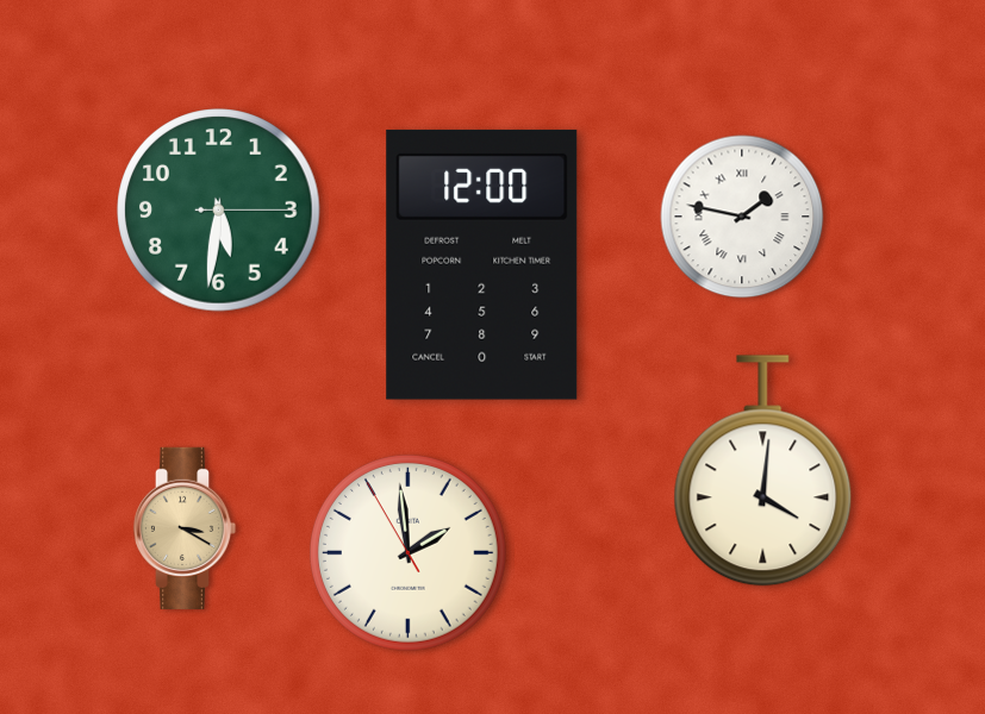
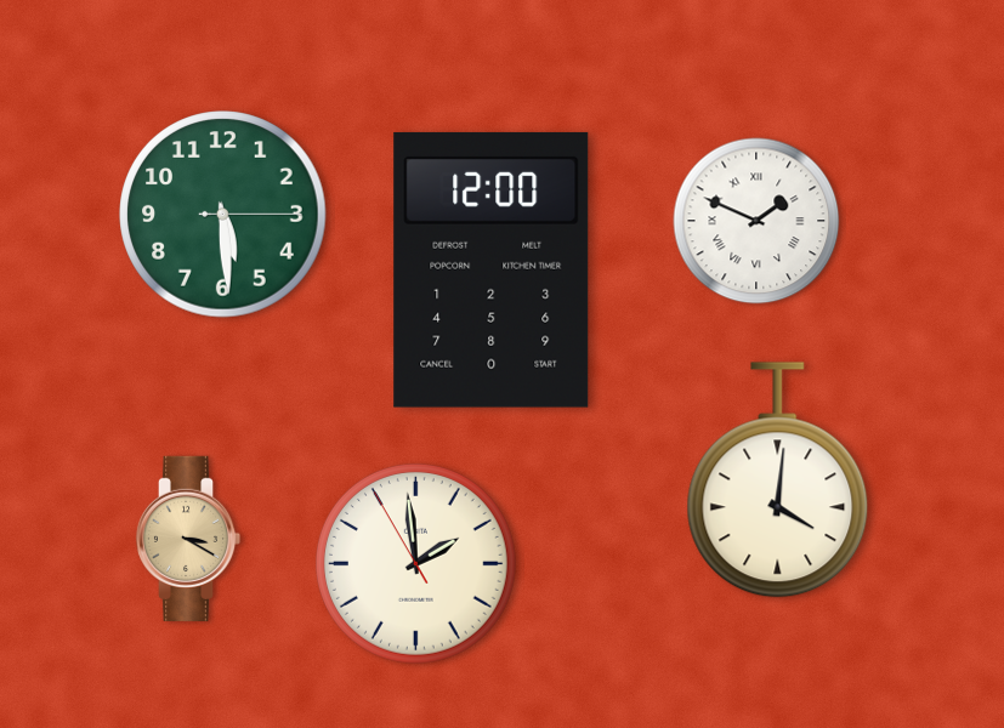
clock at (219, 211): 5:31 -> 5:29
clock at (742, 217): 1:47 -> 1:49
